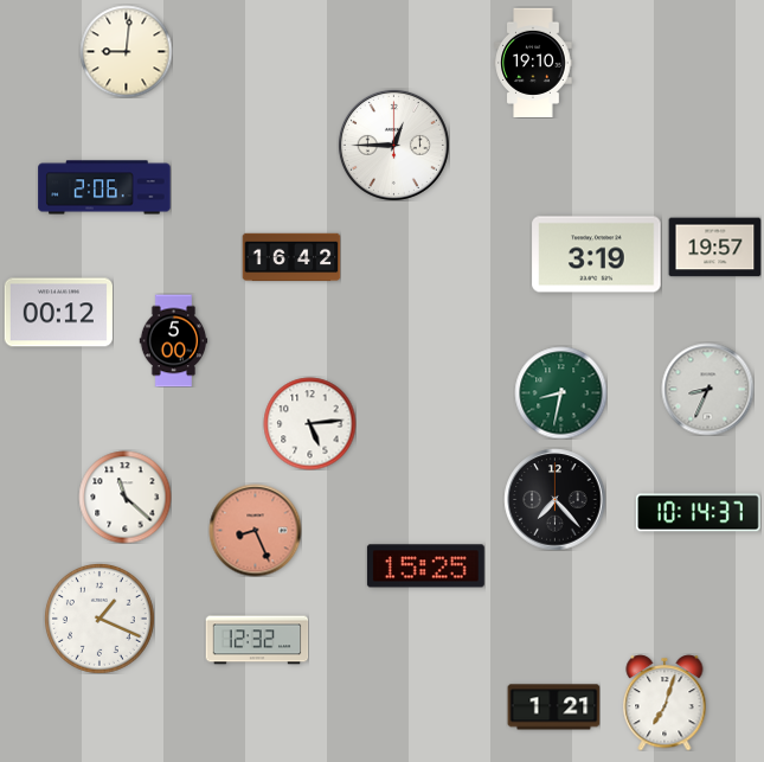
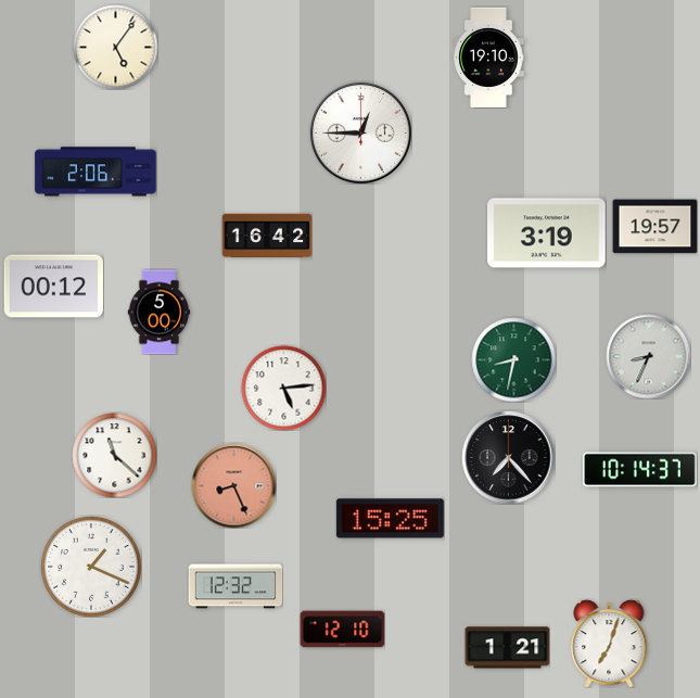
clock at (126, 51): 9:01 -> 5:06
clock at (342, 630): none -> 12:10
